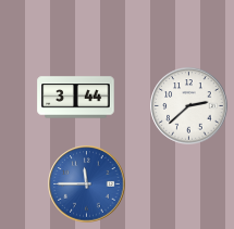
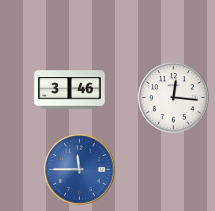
clock at (76, 98): 3:44 -> 3:46
clock at (189, 106): 2:38 -> 12:16
